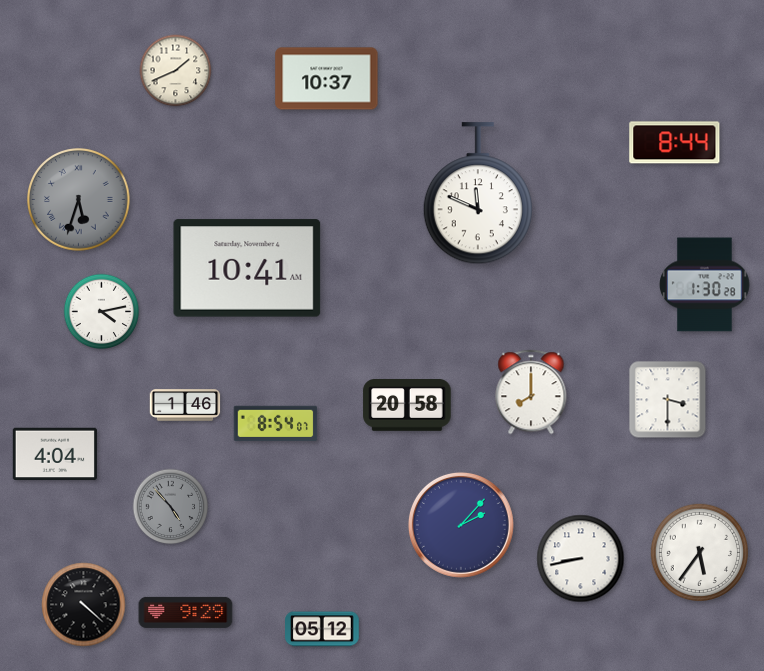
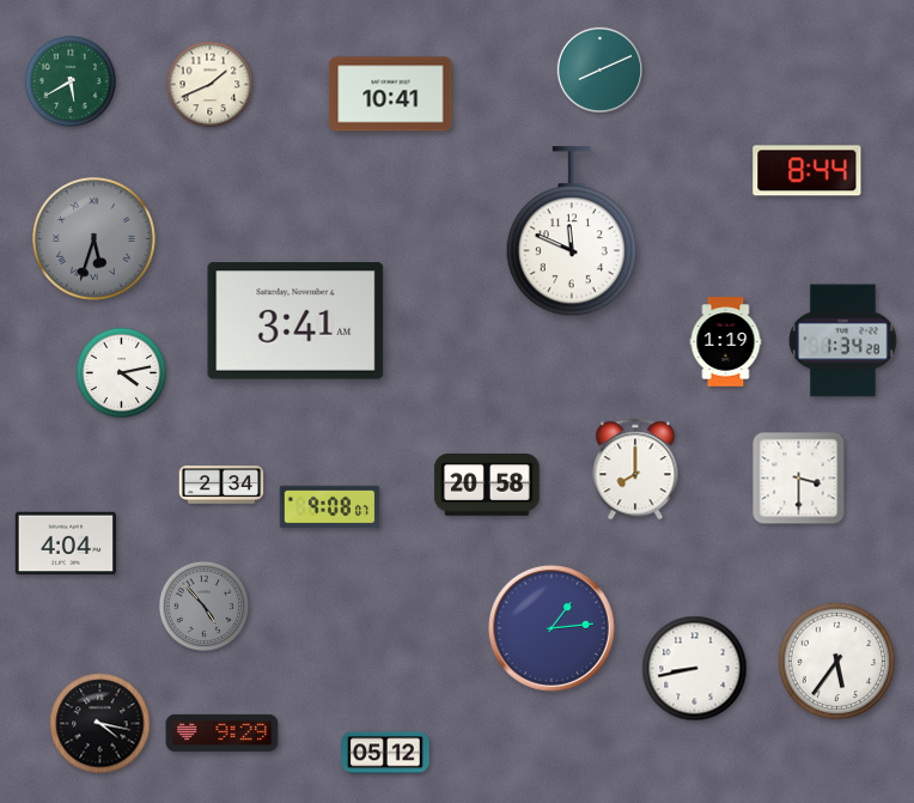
clock at (599, 69): none -> 8:11
clock at (71, 81): none -> 5:40
clock at (327, 79): 10:37 -> 10:41
clock at (247, 268): 10:41 -> 3:41
clock at (705, 285): 1:30 -> 1:34
clock at (726, 342): none -> 1:19
clock at (185, 405): 1:46 -> 2:34
clock at (276, 424): 8:54 -> 9:08
clock at (461, 525): 2:07 -> 1:14
clock at (84, 605): 4:22 -> 4:17
